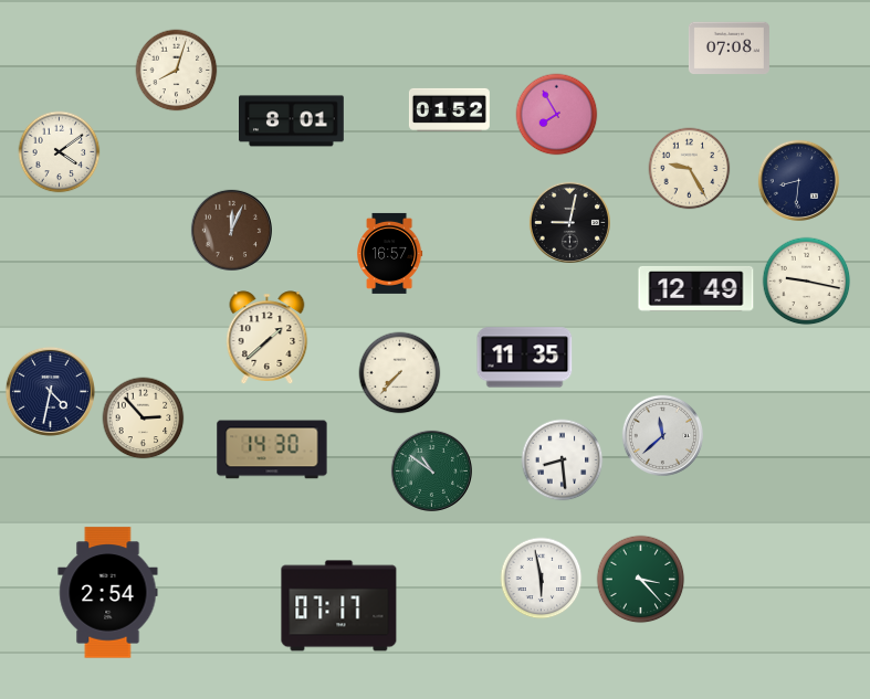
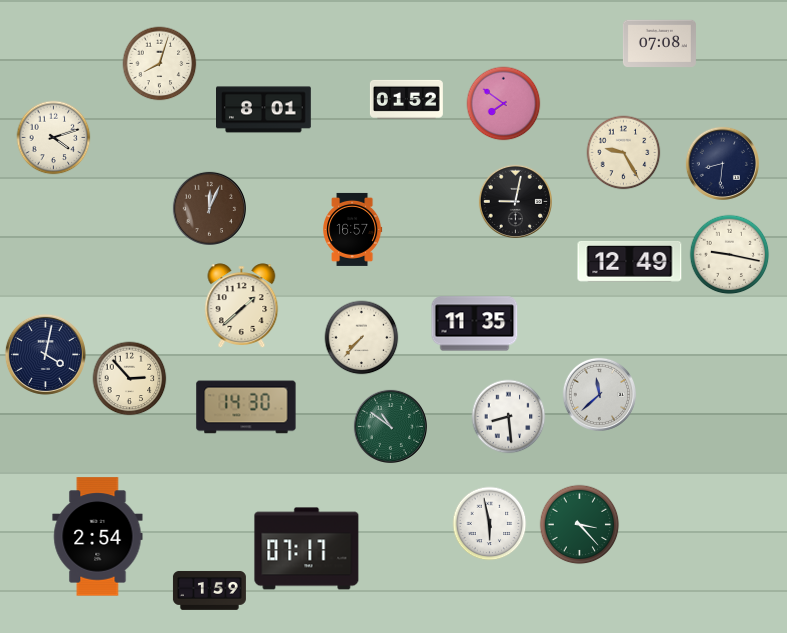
clock at (557, 115): 7:55 -> 7:51
clock at (60, 152): 4:09 -> 4:12
clock at (50, 391): 4:32 -> 4:02
clock at (209, 590): none -> 1:59
